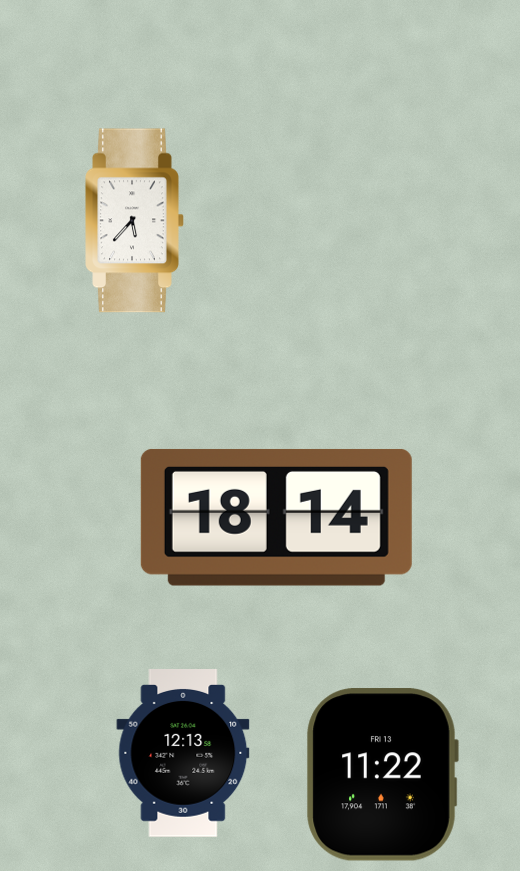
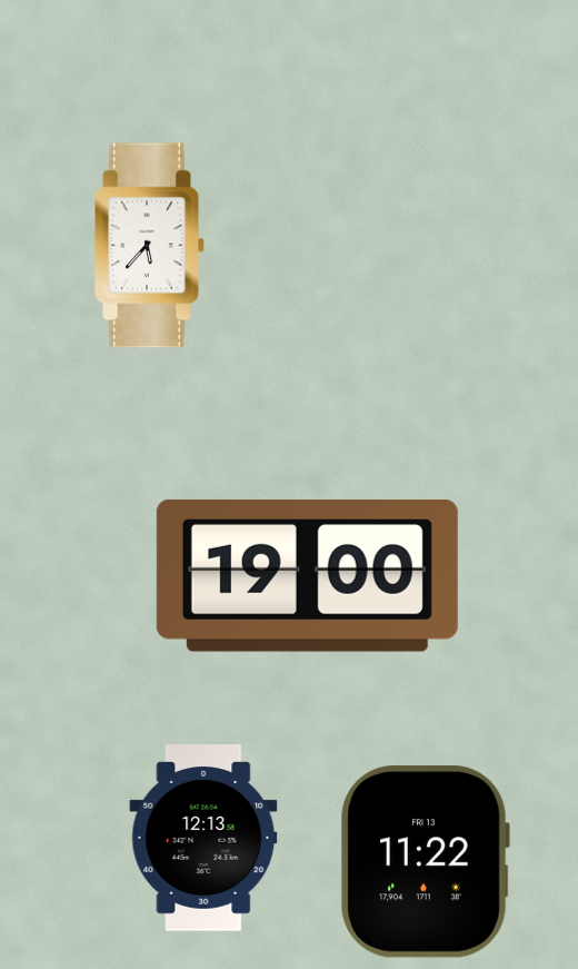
clock at (276, 518): 18:14 -> 19:00
